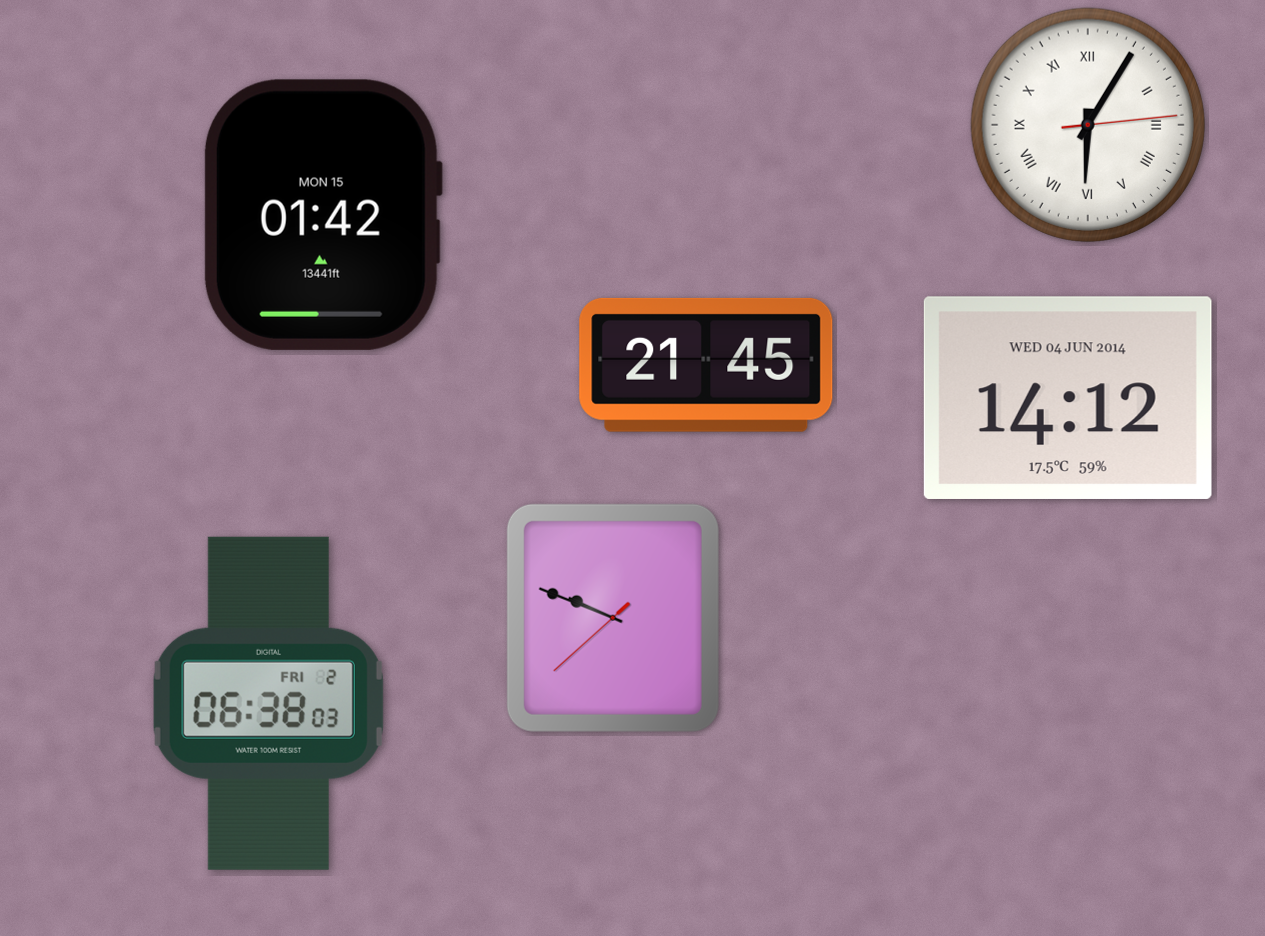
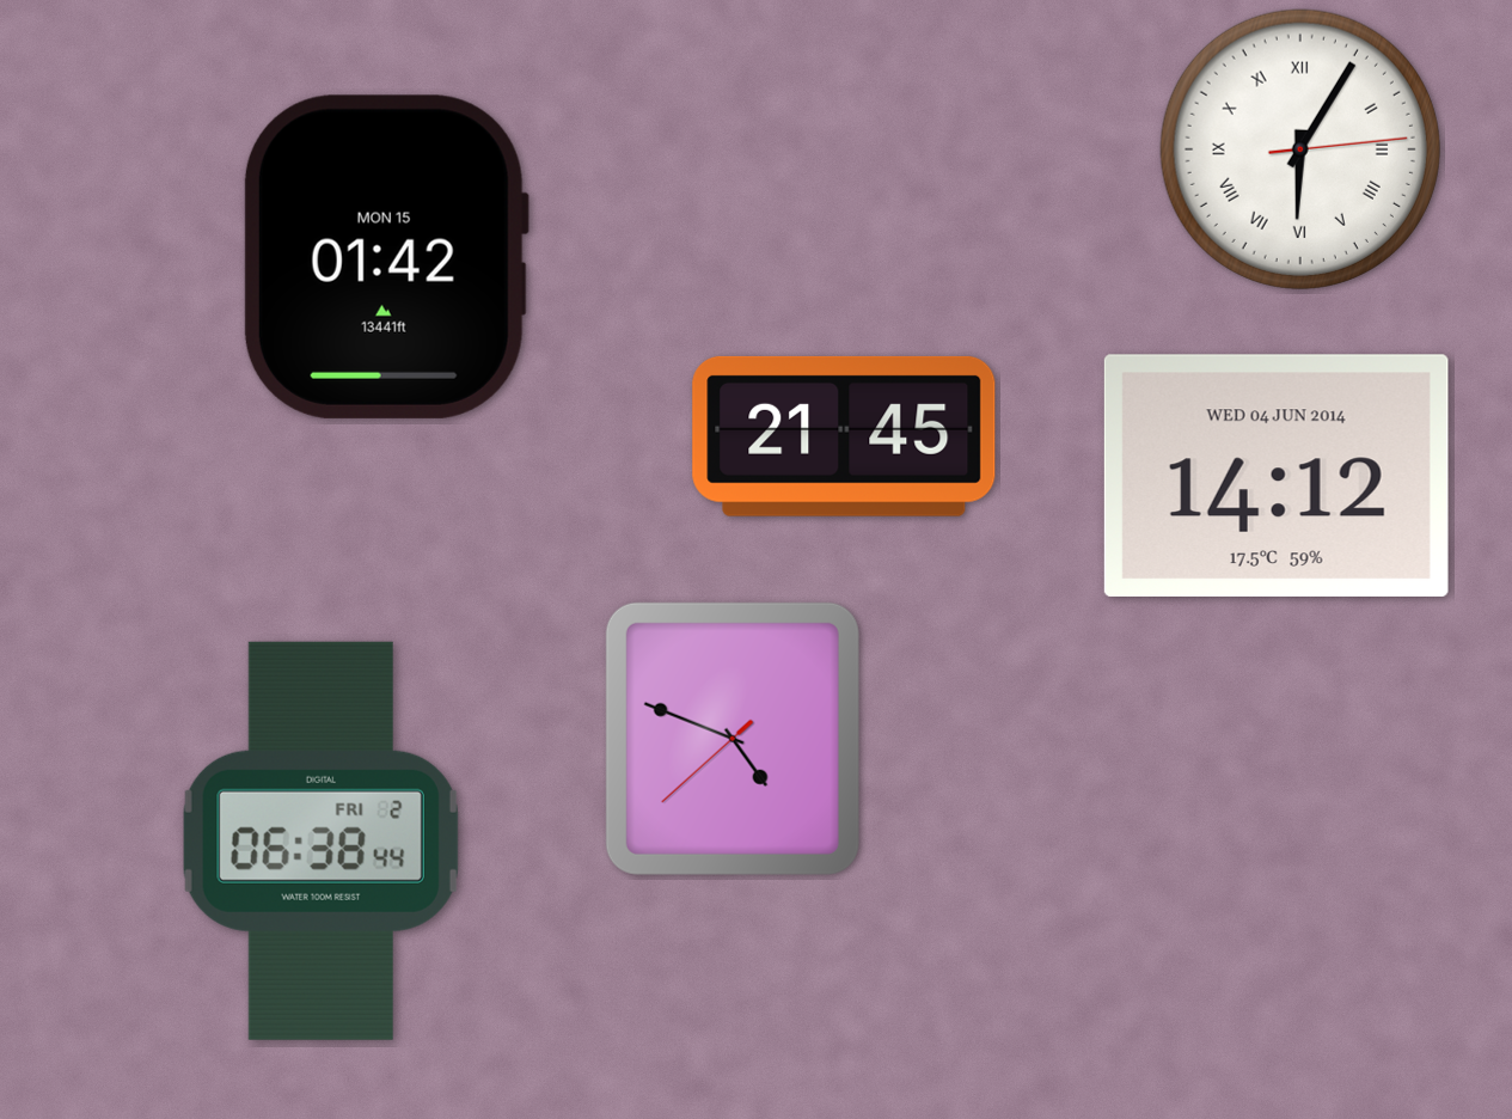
clock at (613, 618): 9:48 -> 4:48
clock at (268, 703): 06:38:03 -> 06:38:44
